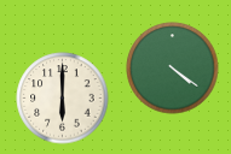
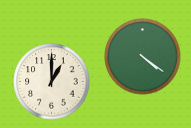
clock at (63, 99): 6:00 -> 1:00
